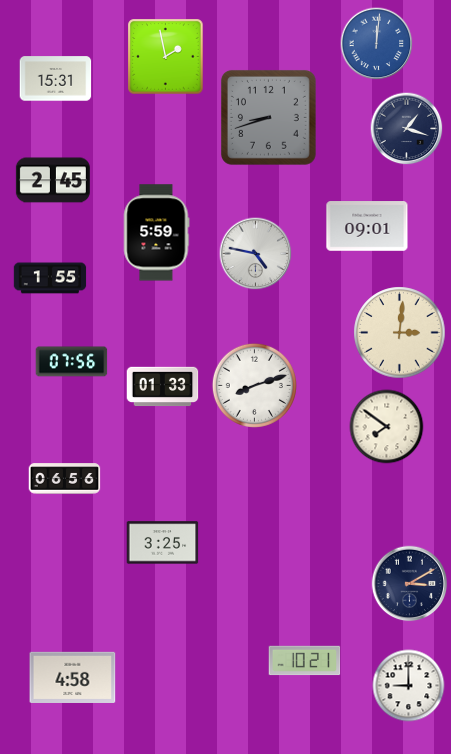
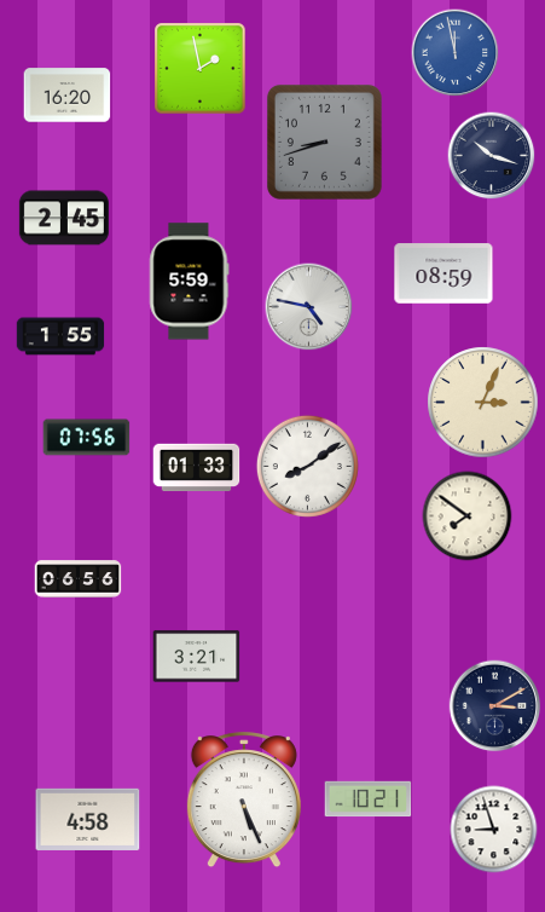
clock at (377, 44): 12:01 -> 11:58
clock at (56, 79): 15:31 -> 16:20
clock at (407, 129): 1:18 -> 10:18
clock at (367, 226): 09:01 -> 08:59
clock at (400, 333): 3:01 -> 3:04
clock at (254, 385): 8:12 -> 8:09
clock at (163, 543): 3:25 -> 3:21
clock at (244, 801): none -> 5:26
clock at (409, 686): 9:00 -> 8:57
